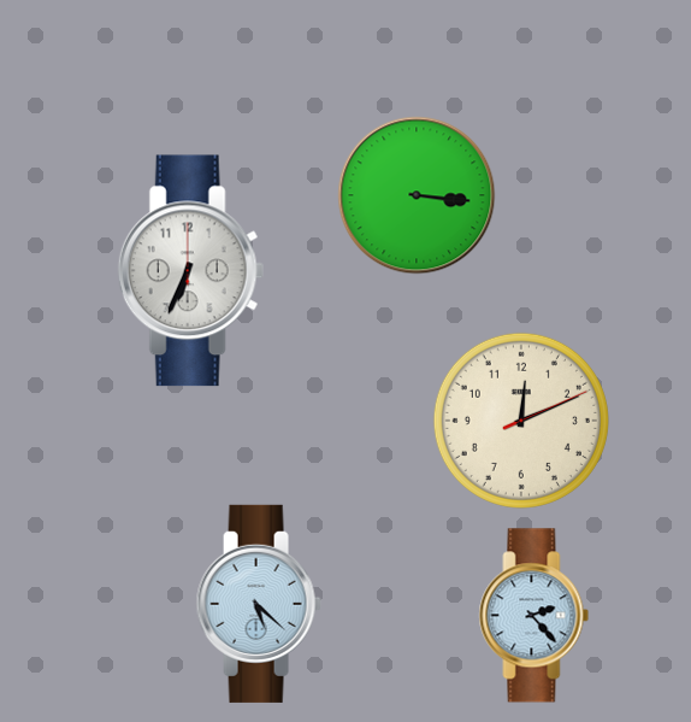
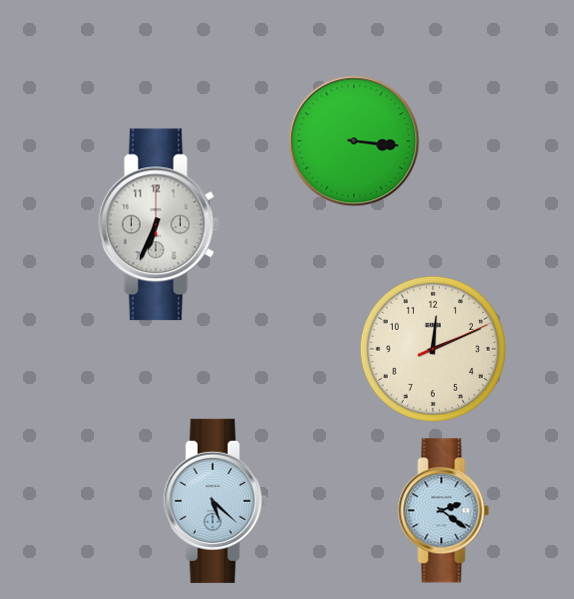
clock at (417, 195) position: (417, 195) -> (354, 141)
clock at (535, 616): 2:23 -> 2:21
